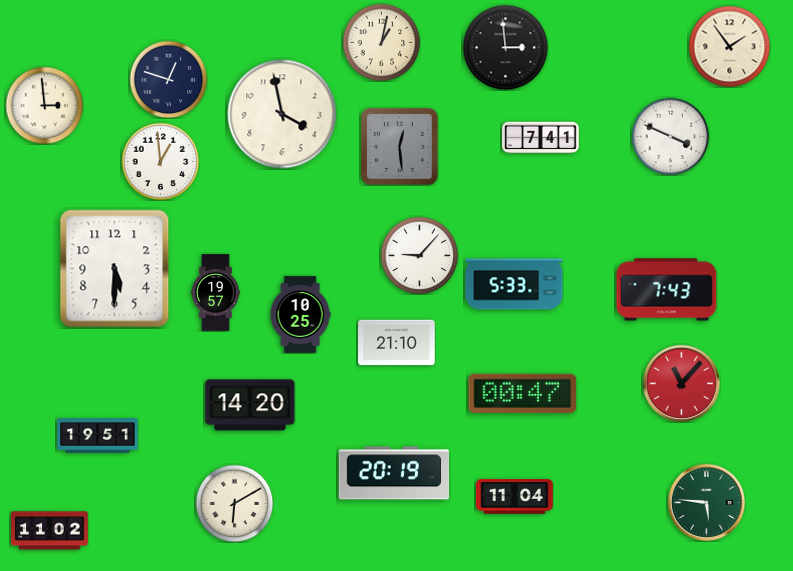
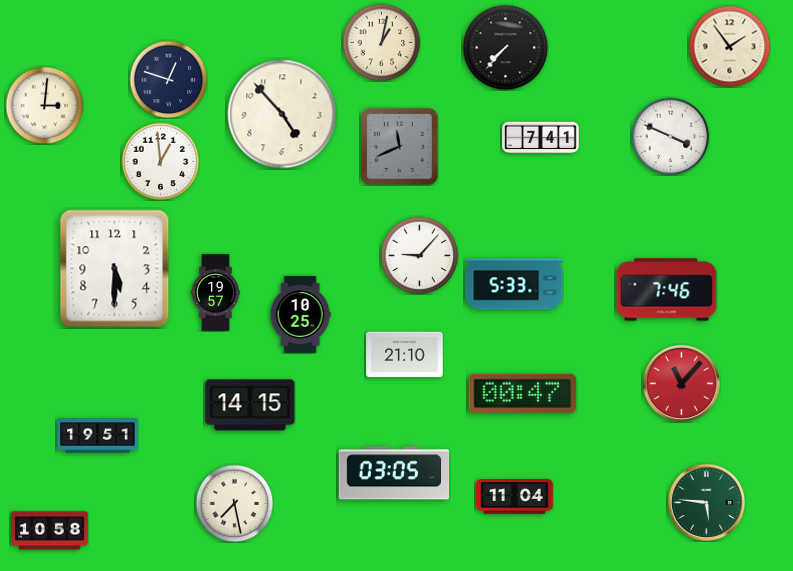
clock at (505, 47): 2:59 -> 7:37
clock at (44, 105): 2:59 -> 3:01
clock at (282, 114): 3:58 -> 4:53
clock at (400, 147): 12:29 -> 11:41
clock at (667, 290): 7:43 -> 7:46
clock at (397, 343) position: (397, 343) -> (405, 355)
clock at (250, 405): 14:20 -> 14:15
clock at (394, 473): 20:19 -> 03:05
clock at (234, 503): 6:10 -> 7:28
clock at (50, 531): 11:02 -> 10:58
